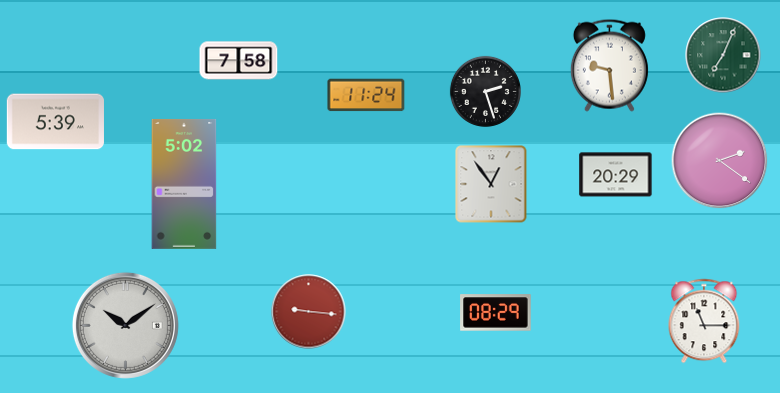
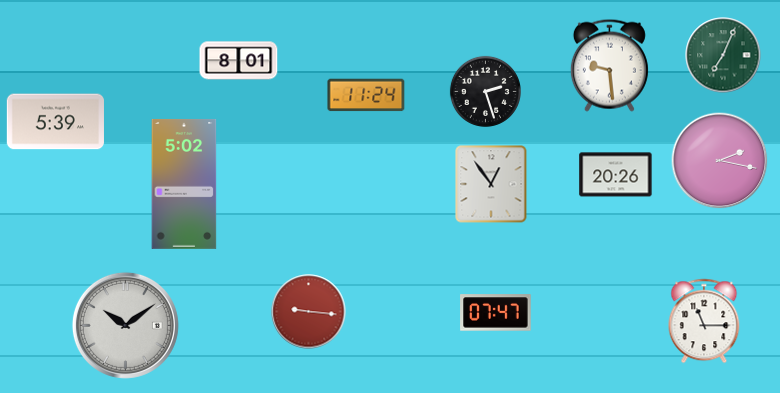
clock at (239, 61): 7:58 -> 8:01
clock at (720, 161): 2:21 -> 2:17
clock at (616, 175): 20:29 -> 20:26
clock at (496, 313): 08:29 -> 07:47
